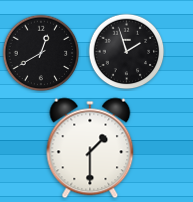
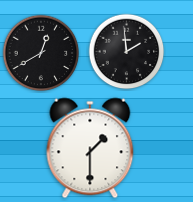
clock at (127, 52): 1:57 -> 1:59
